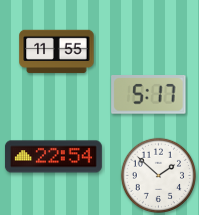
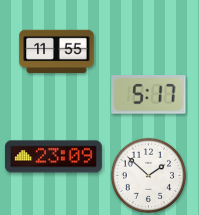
clock at (53, 157): 22:54 -> 23:09
clock at (158, 175) position: (158, 175) -> (148, 175)
